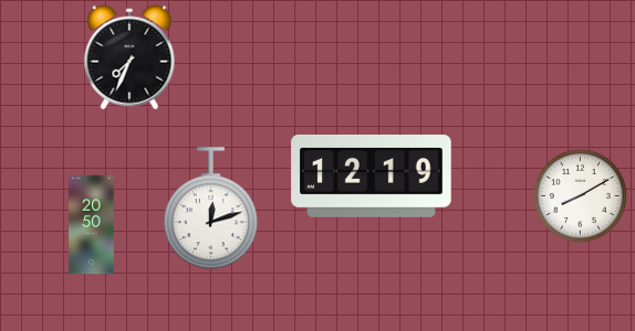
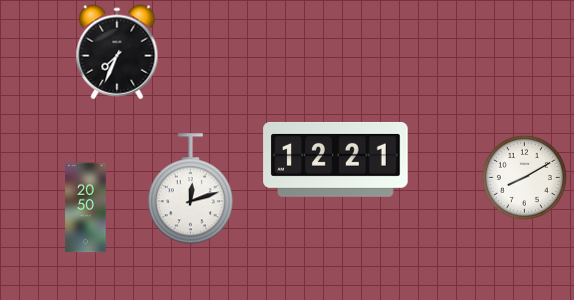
clock at (372, 175): 12:19 -> 12:21
clock at (92, 225) position: (92, 225) -> (86, 208)
